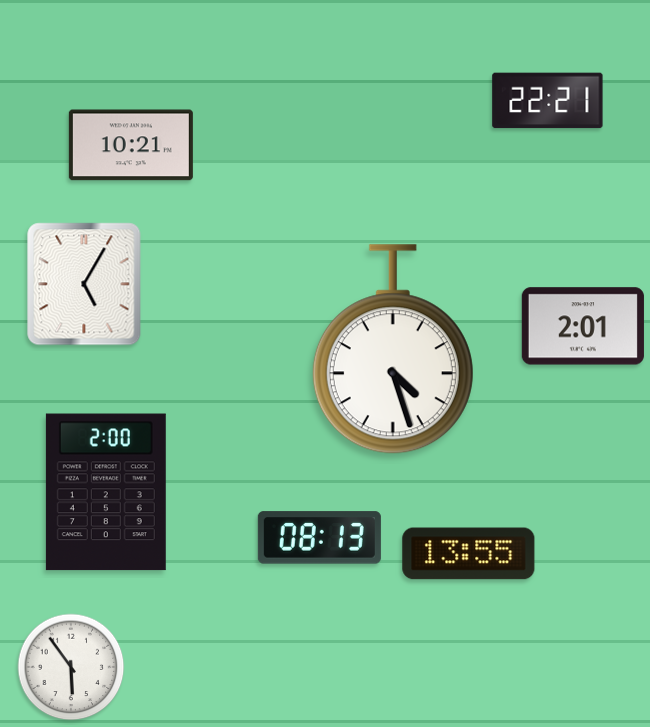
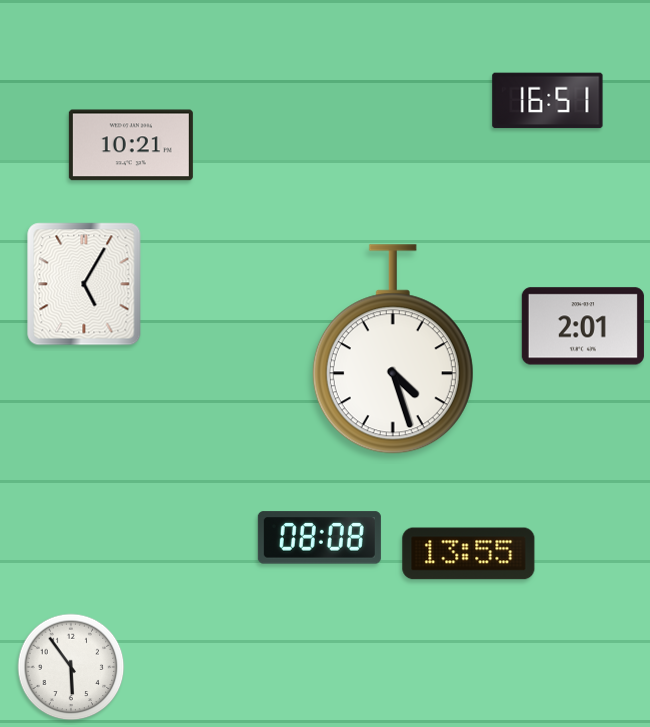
clock at (548, 101): 22:21 -> 16:51
clock at (106, 492): 2:00 -> none
clock at (319, 538): 08:13 -> 08:08
